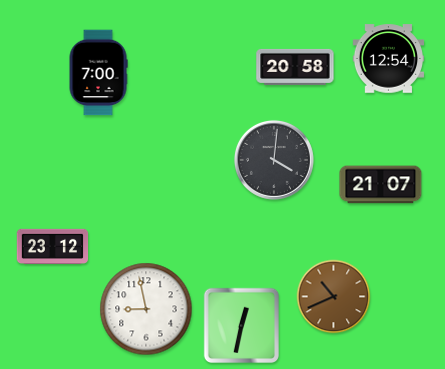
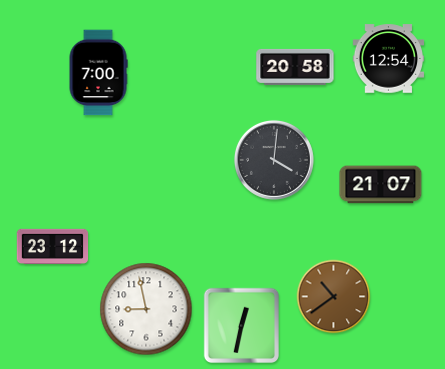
clock at (334, 297): 10:41 -> 10:39
